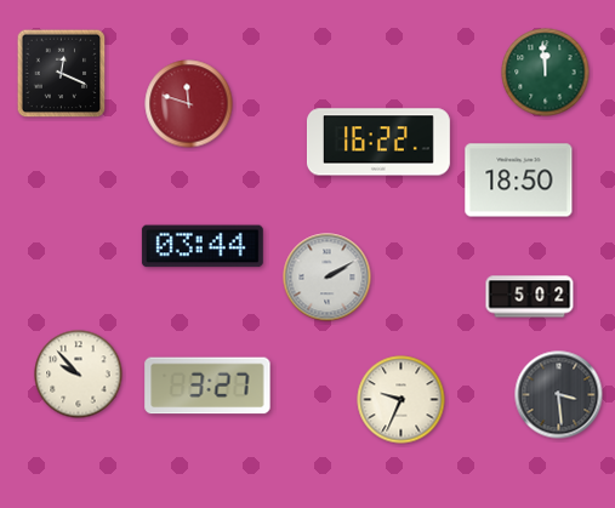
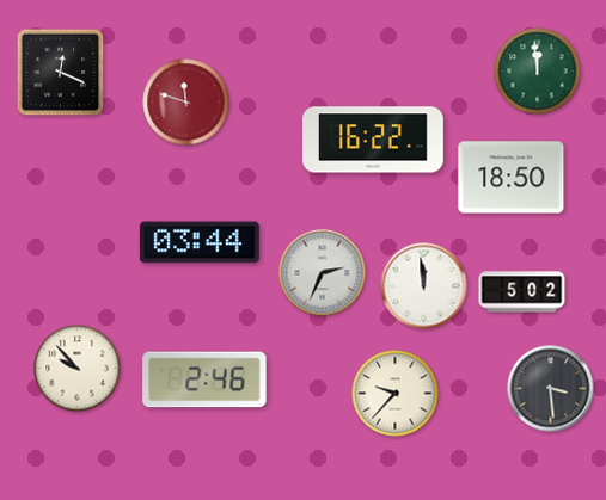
clock at (328, 278): 2:10 -> 2:34
clock at (424, 286): none -> 11:59
clock at (207, 386): 3:27 -> 2:46
clock at (402, 400): 9:34 -> 9:37
